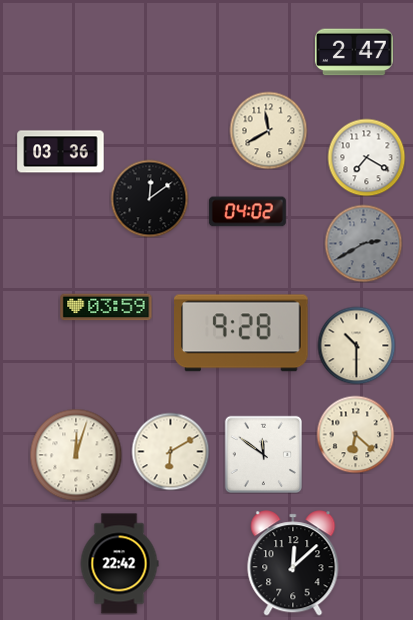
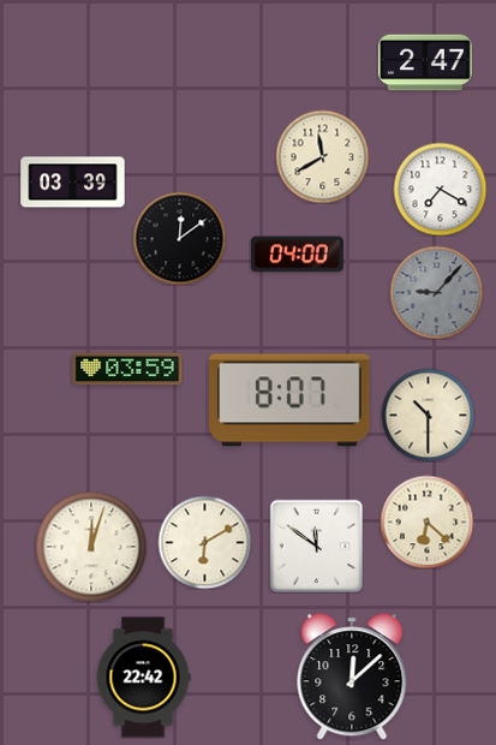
clock at (61, 152): 03:36 -> 03:39
clock at (247, 212): 04:02 -> 04:00
clock at (363, 243): 2:40 -> 9:07
clock at (242, 333): 9:28 -> 8:07
